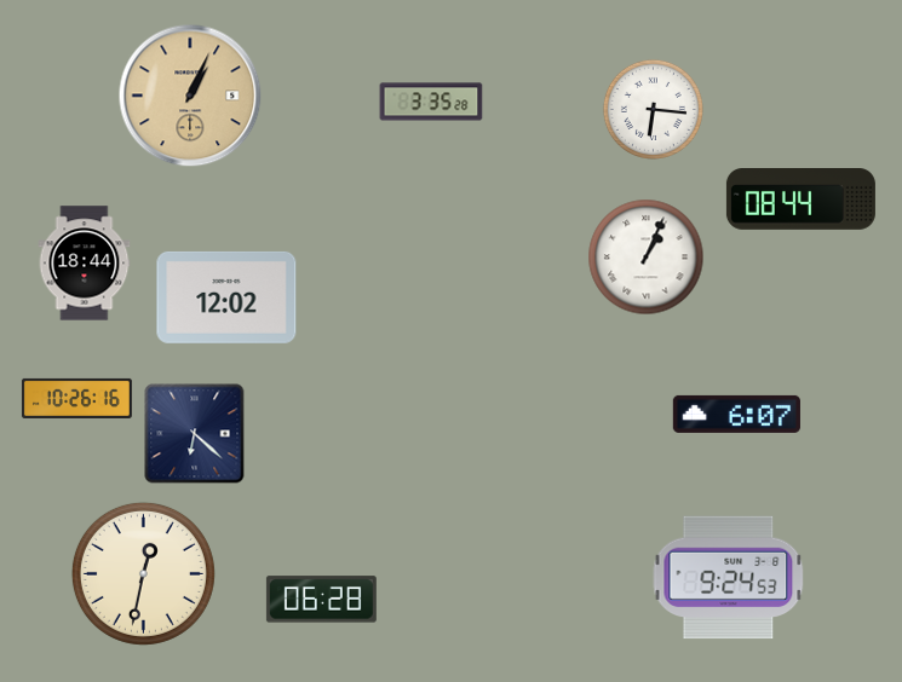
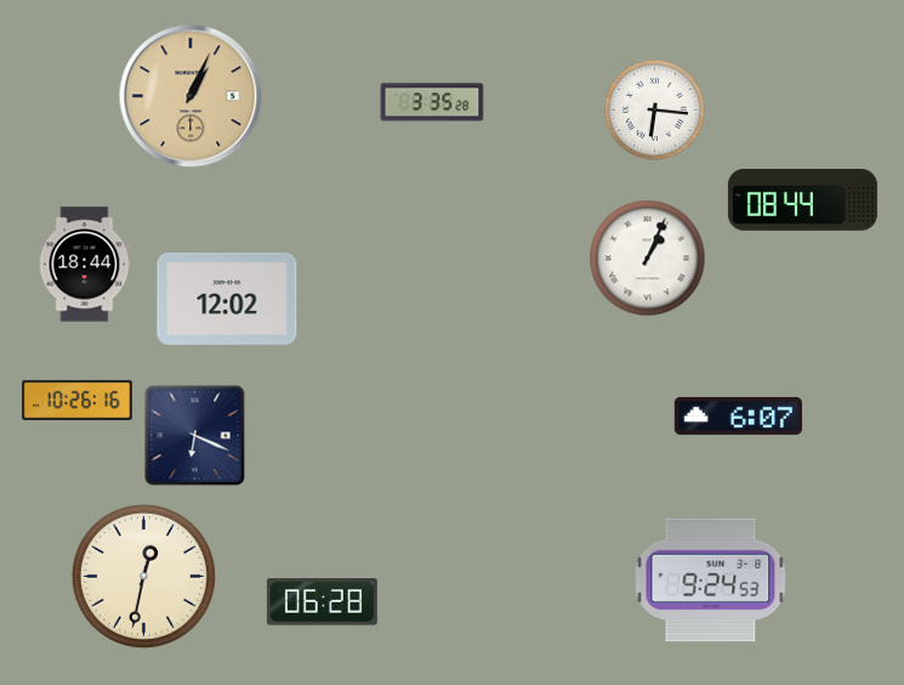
clock at (195, 434): 6:22 -> 6:19
clock at (729, 578) position: (729, 578) -> (711, 581)
